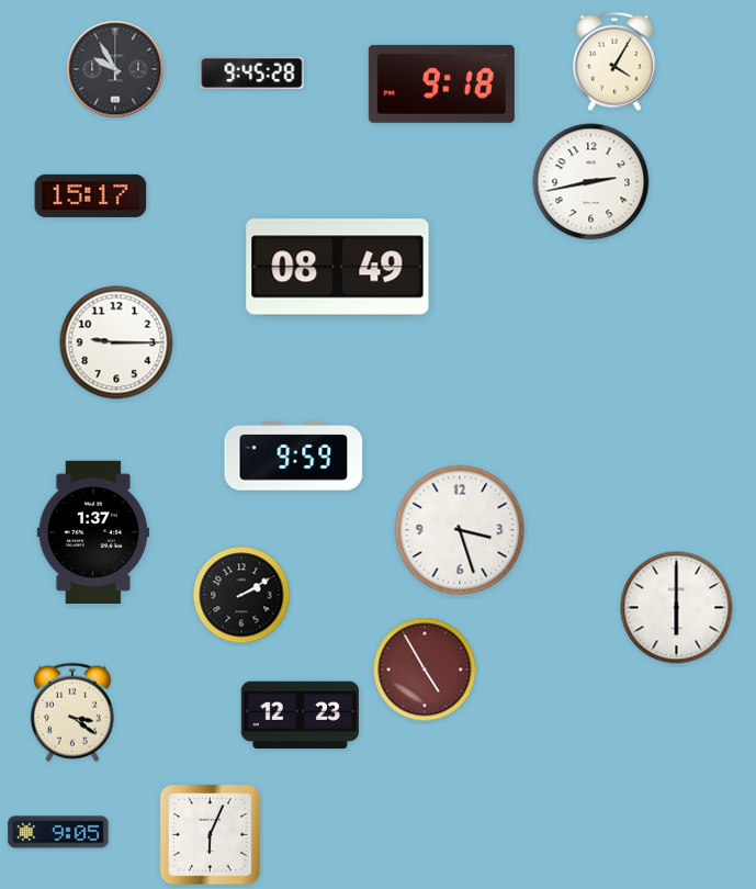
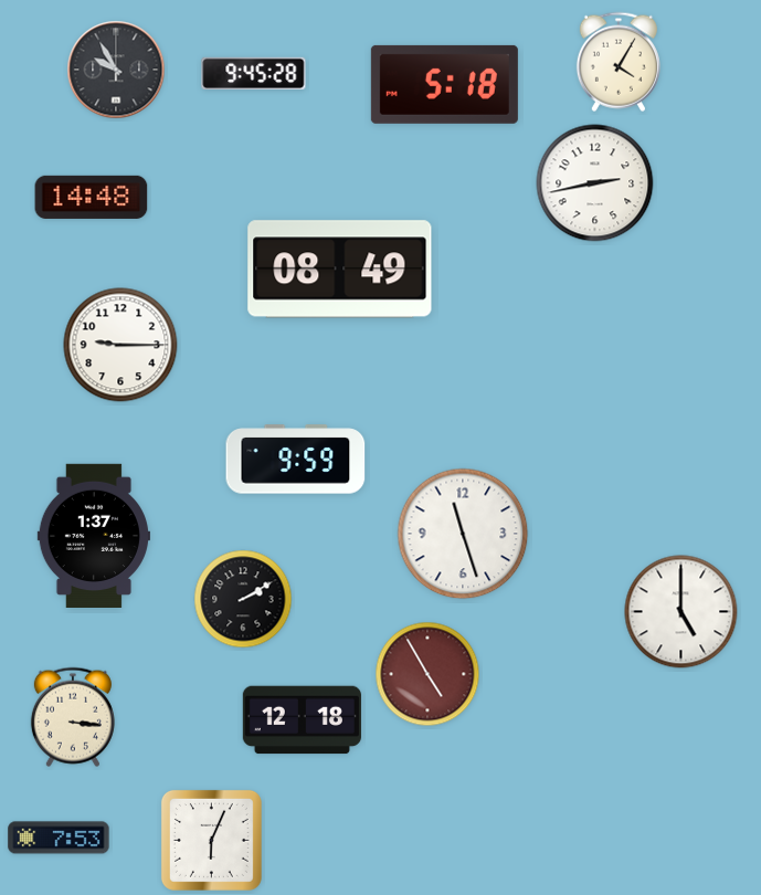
clock at (441, 83): 9:18 -> 5:18
clock at (91, 195): 15:17 -> 14:48
clock at (116, 342) position: (116, 342) -> (120, 345)
clock at (460, 530): 3:27 -> 11:27
clock at (677, 608): 6:00 -> 5:00
clock at (72, 712): 3:21 -> 3:16
clock at (300, 716): 12:23 -> 12:18
clock at (58, 832): 9:05 -> 7:53
